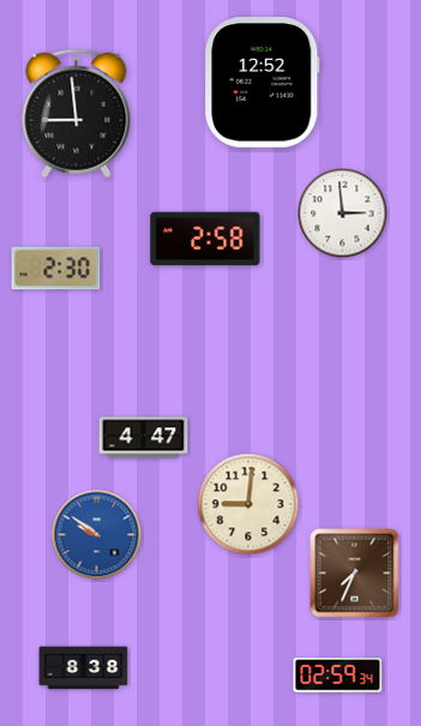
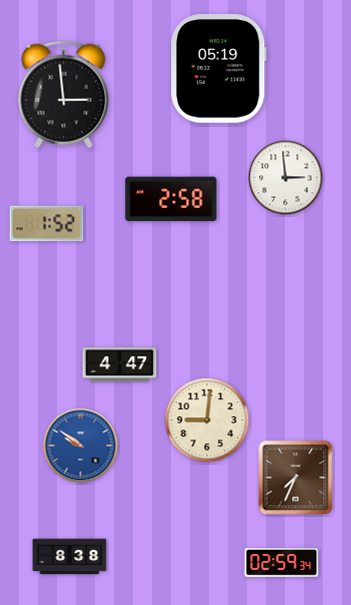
clock at (263, 83): 12:52 -> 05:19
clock at (77, 114): 8:59 -> 2:59
clock at (56, 269): 2:30 -> 1:52
